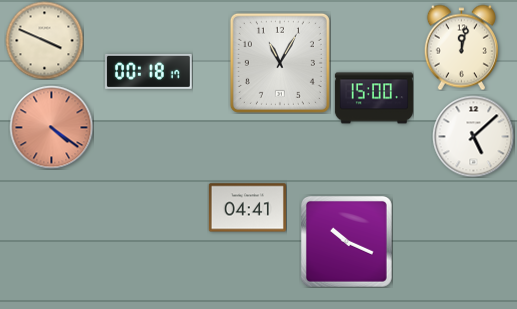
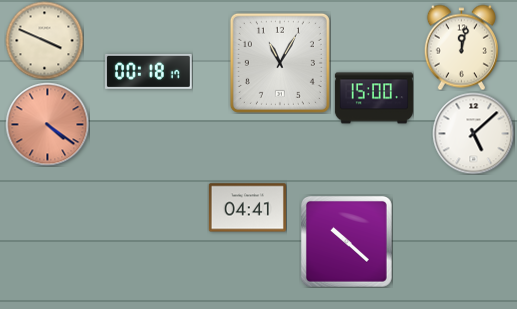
clock at (51, 127) position: (51, 127) -> (47, 124)
clock at (473, 136) position: (473, 136) -> (473, 133)
clock at (346, 241): 10:19 -> 10:22
